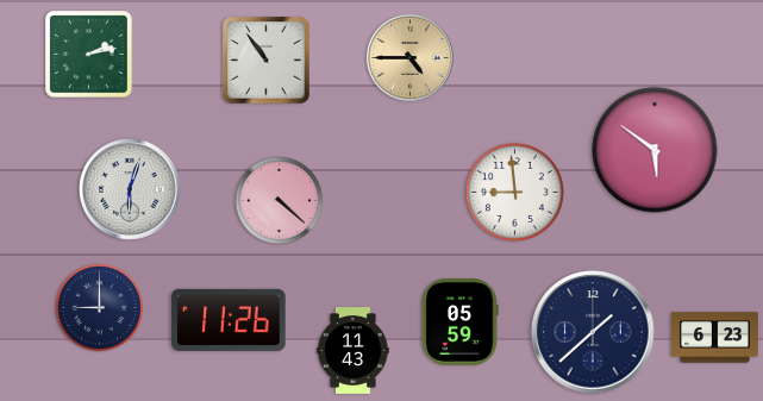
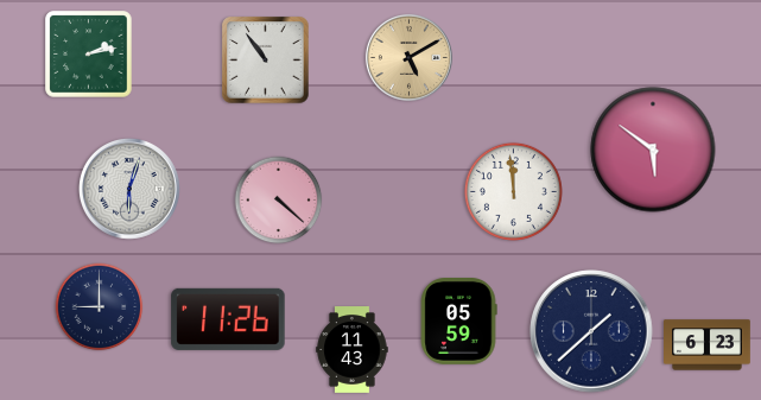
clock at (409, 57): 4:45 -> 5:10
clock at (514, 192): 8:59 -> 11:59
clock at (715, 338) position: (715, 338) -> (708, 345)
